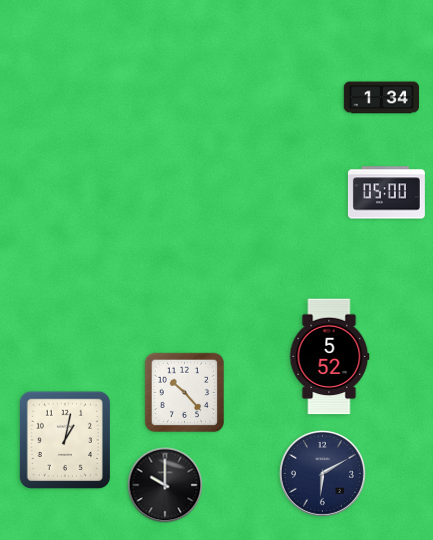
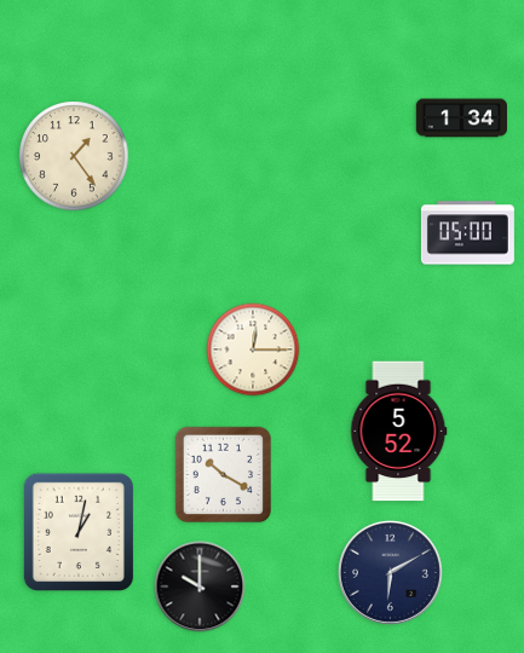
clock at (74, 156): none -> 1:24
clock at (253, 349): none -> 12:15
clock at (185, 393): 10:23 -> 10:20
